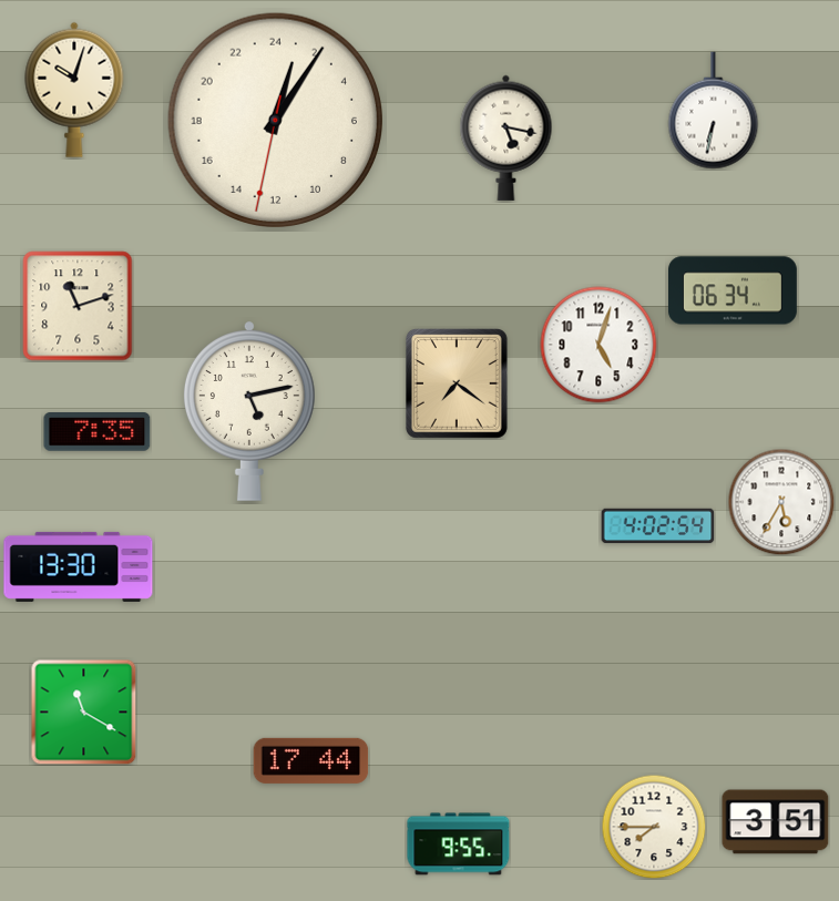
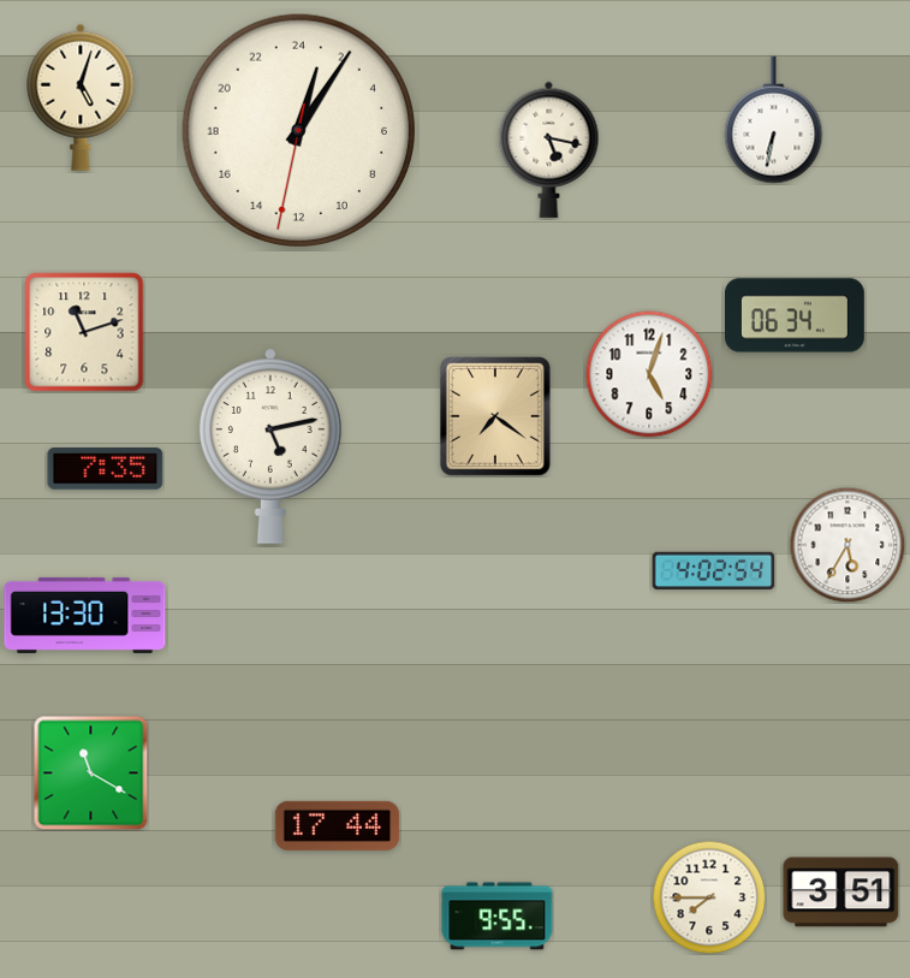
clock at (74, 90): 10:03 -> 5:03
